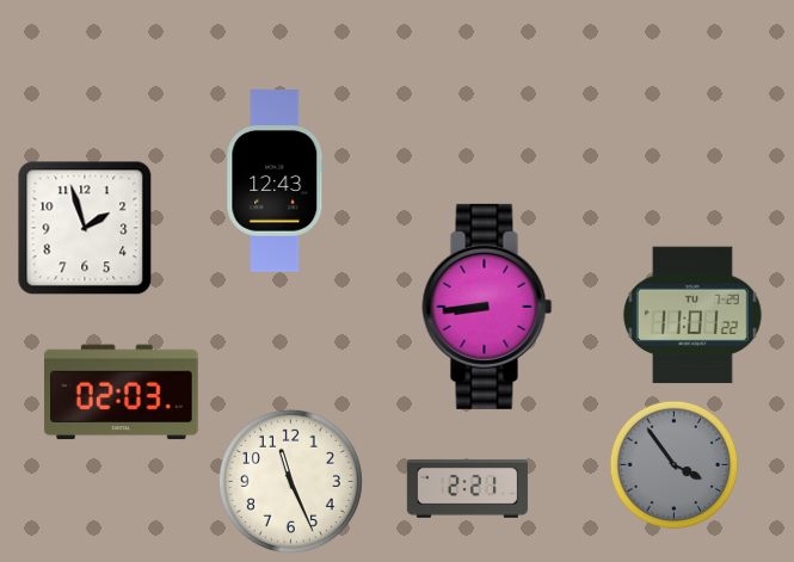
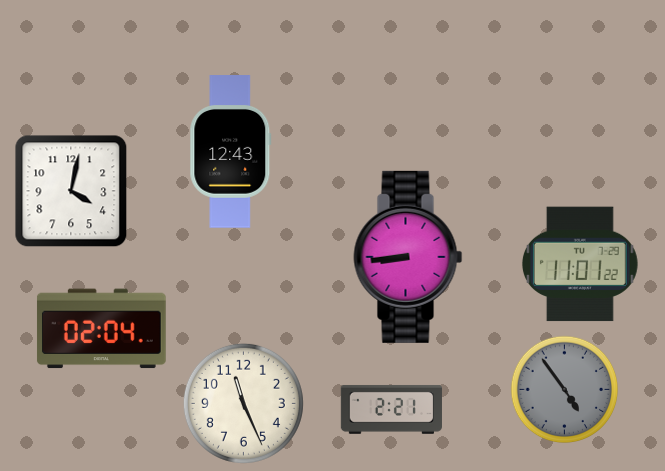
clock at (85, 228): 1:57 -> 4:02
clock at (121, 393): 02:03 -> 02:04
clock at (675, 465): 3:54 -> 4:54
